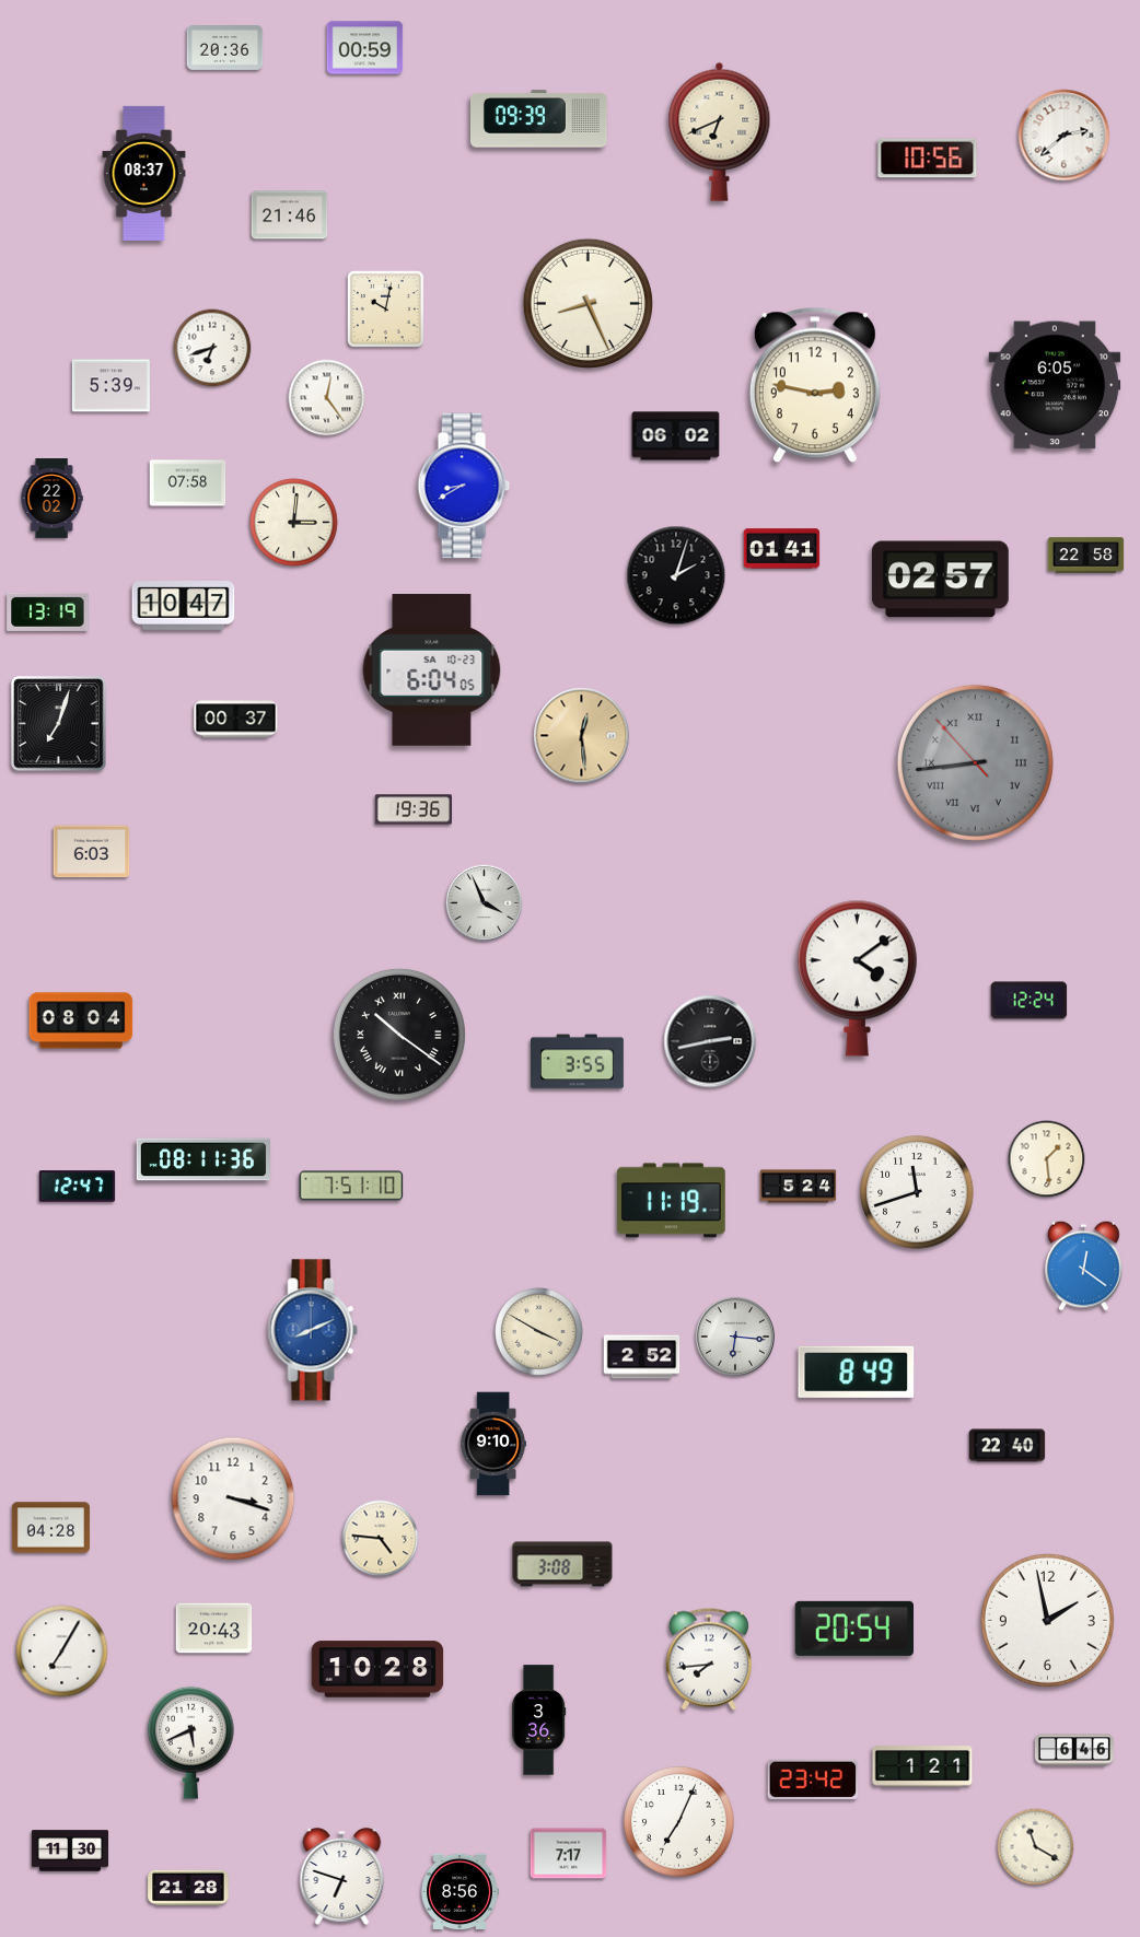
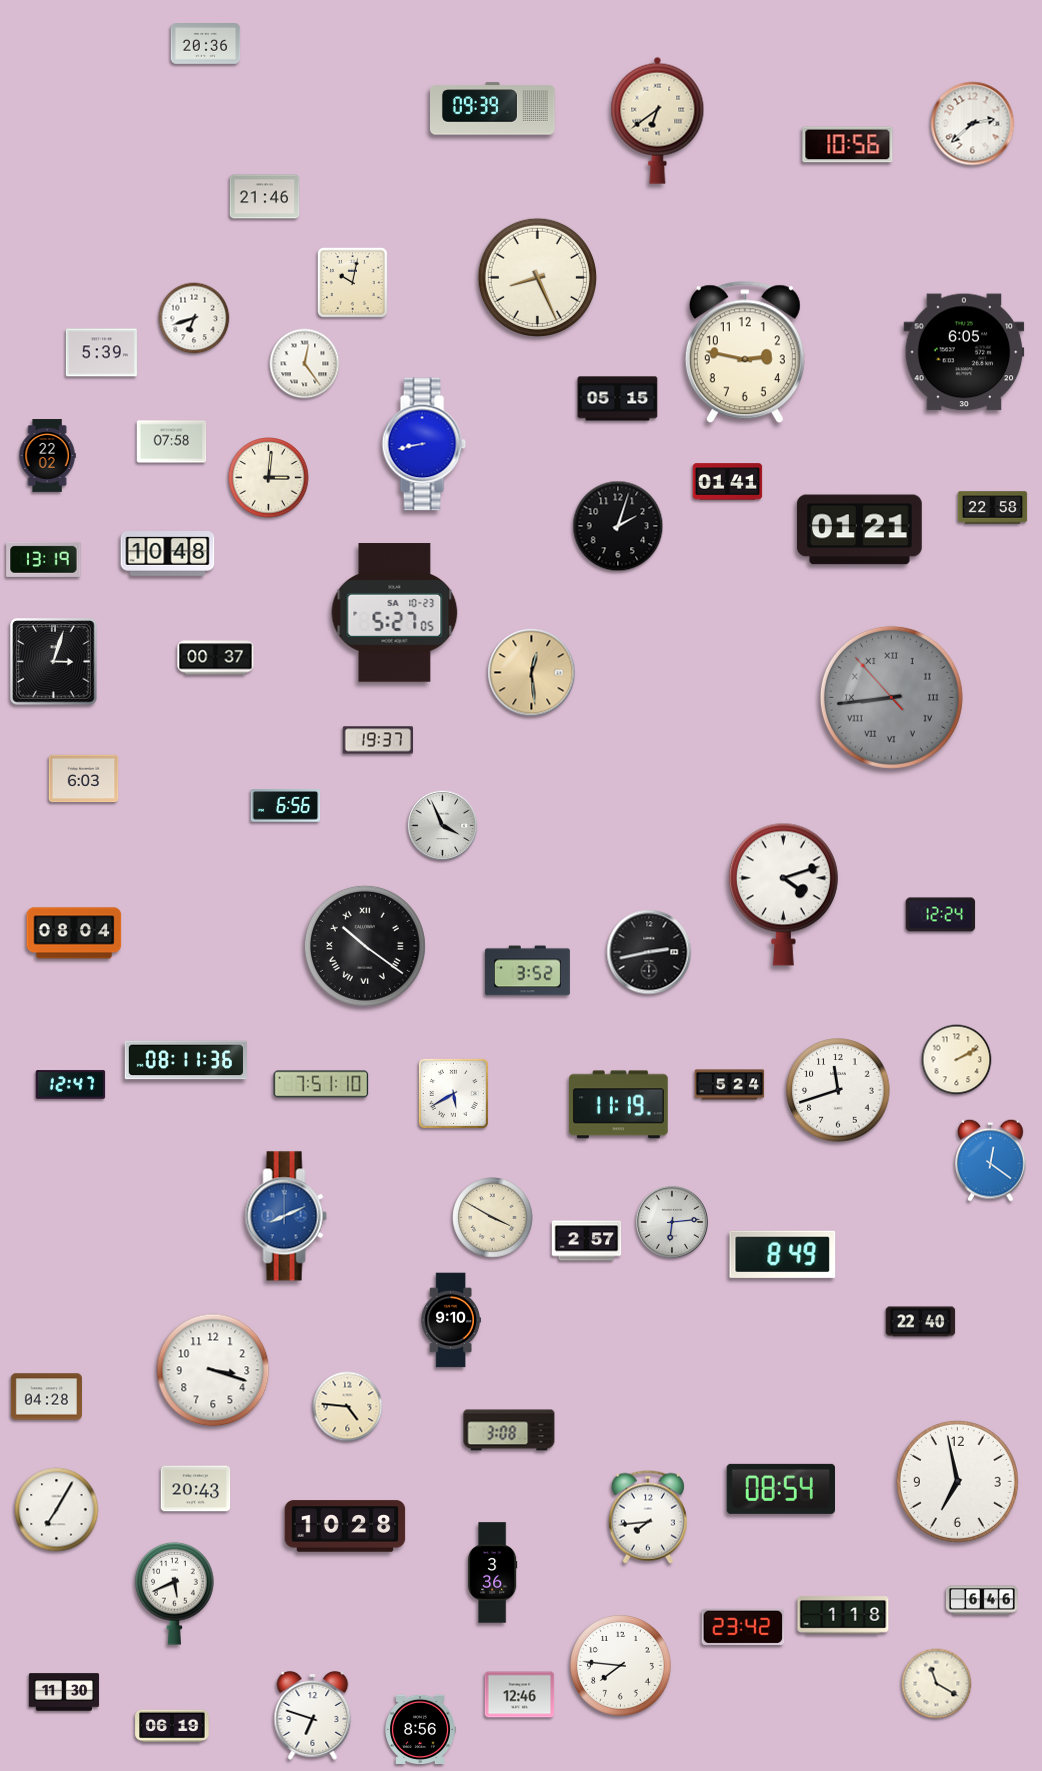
clock at (365, 48): 00:59 -> none
clock at (720, 131): 6:41 -> 6:39
clock at (144, 173): 08:37 -> none
clock at (327, 398) position: (327, 398) -> (305, 364)
clock at (676, 436): 06:02 -> 05:15
clock at (464, 486): 8:40 -> 8:43
clock at (782, 549) position: (782, 549) -> (728, 482)
clock at (940, 580): 02:57 -> 01:21
clock at (184, 606): 10:47 -> 10:48
clock at (432, 670): 6:04 -> 5:27
clock at (59, 724): 7:03 -> 3:03
clock at (414, 809): 19:36 -> 19:37
clock at (286, 806): none -> 6:56
clock at (857, 978): 4:09 -> 4:12
clock at (577, 1062): 3:55 -> 3:52
clock at (1047, 1159): 1:29 -> 2:10
clock at (453, 1093): none -> 5:40
clock at (671, 1201) position: (671, 1201) -> (618, 1105)
clock at (1084, 1265) position: (1084, 1265) -> (991, 1160)
clock at (735, 1337): 6:16 -> 6:14
clock at (642, 1357): 2:52 -> 2:57
clock at (562, 1564) position: (562, 1564) -> (509, 1430)
clock at (1047, 1620): 1:58 -> 6:58
clock at (853, 1629): 20:54 -> 08:54
clock at (922, 1766): 1:21 -> 1:18
clock at (679, 1822): 7:04 -> 7:46
clock at (1036, 1847) position: (1036, 1847) -> (937, 1684)
clock at (569, 1854): 7:17 -> 12:46
clock at (188, 1888): 21:28 -> 06:19
